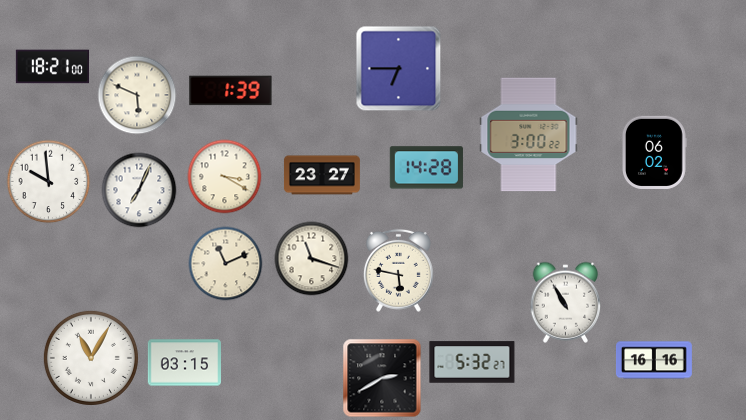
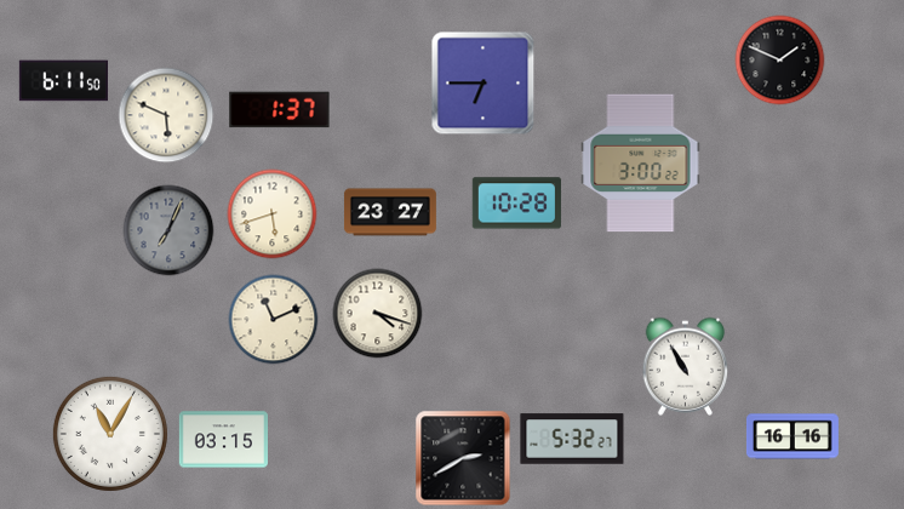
clock at (780, 61): none -> 1:49
clock at (52, 67): 18:21 -> 6:11
clock at (231, 91): 1:39 -> 1:37
clock at (655, 152): 06:02 -> none
clock at (426, 168): 14:28 -> 10:28
clock at (225, 177): 3:20 -> 5:42
clock at (49, 182): 9:59 -> none
clock at (139, 190) dial: white -> grey
clock at (312, 259): 11:18 -> 4:18
clock at (398, 270): 5:47 -> none
